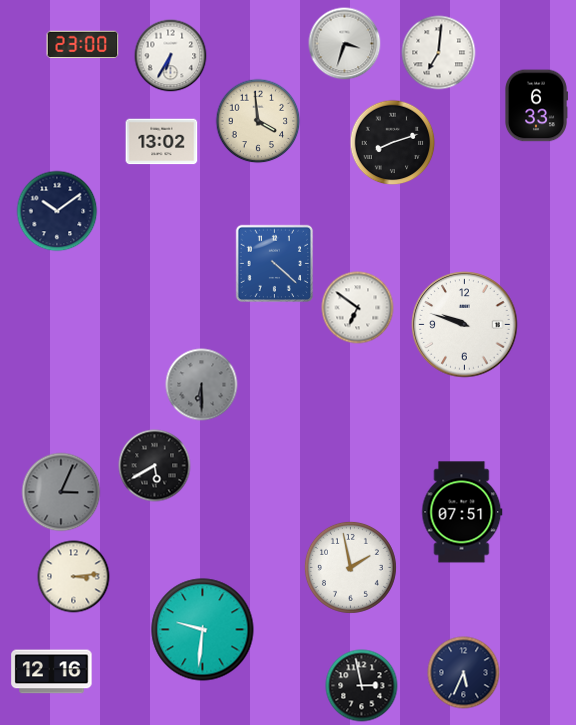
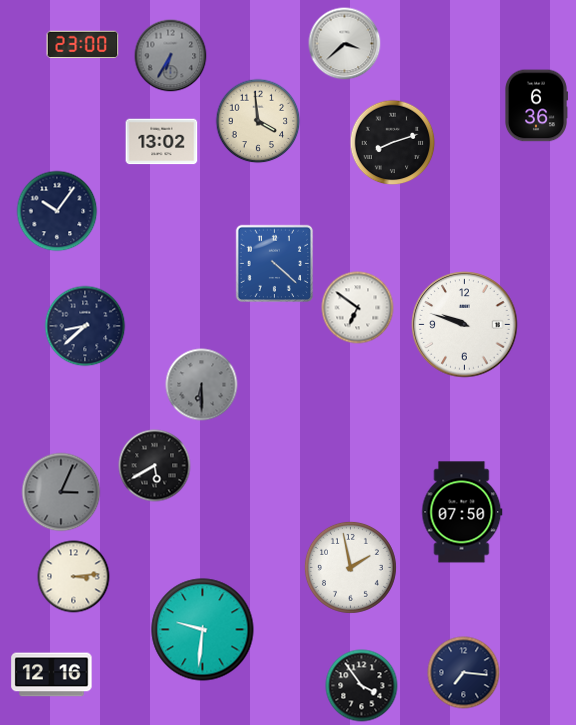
clock at (345, 44): 3:33 -> 3:38
clock at (439, 53): 7:01 -> none
clock at (171, 56) dial: white -> grey
clock at (537, 106): 6:33 -> 6:36
clock at (57, 211): 10:09 -> 10:06
clock at (85, 326): none -> 8:38
clock at (462, 512): 07:51 -> 07:50
clock at (52, 672) position: (52, 672) -> (52, 675)
clock at (464, 673): 5:34 -> 7:16
clock at (362, 686): 2:58 -> 3:54
